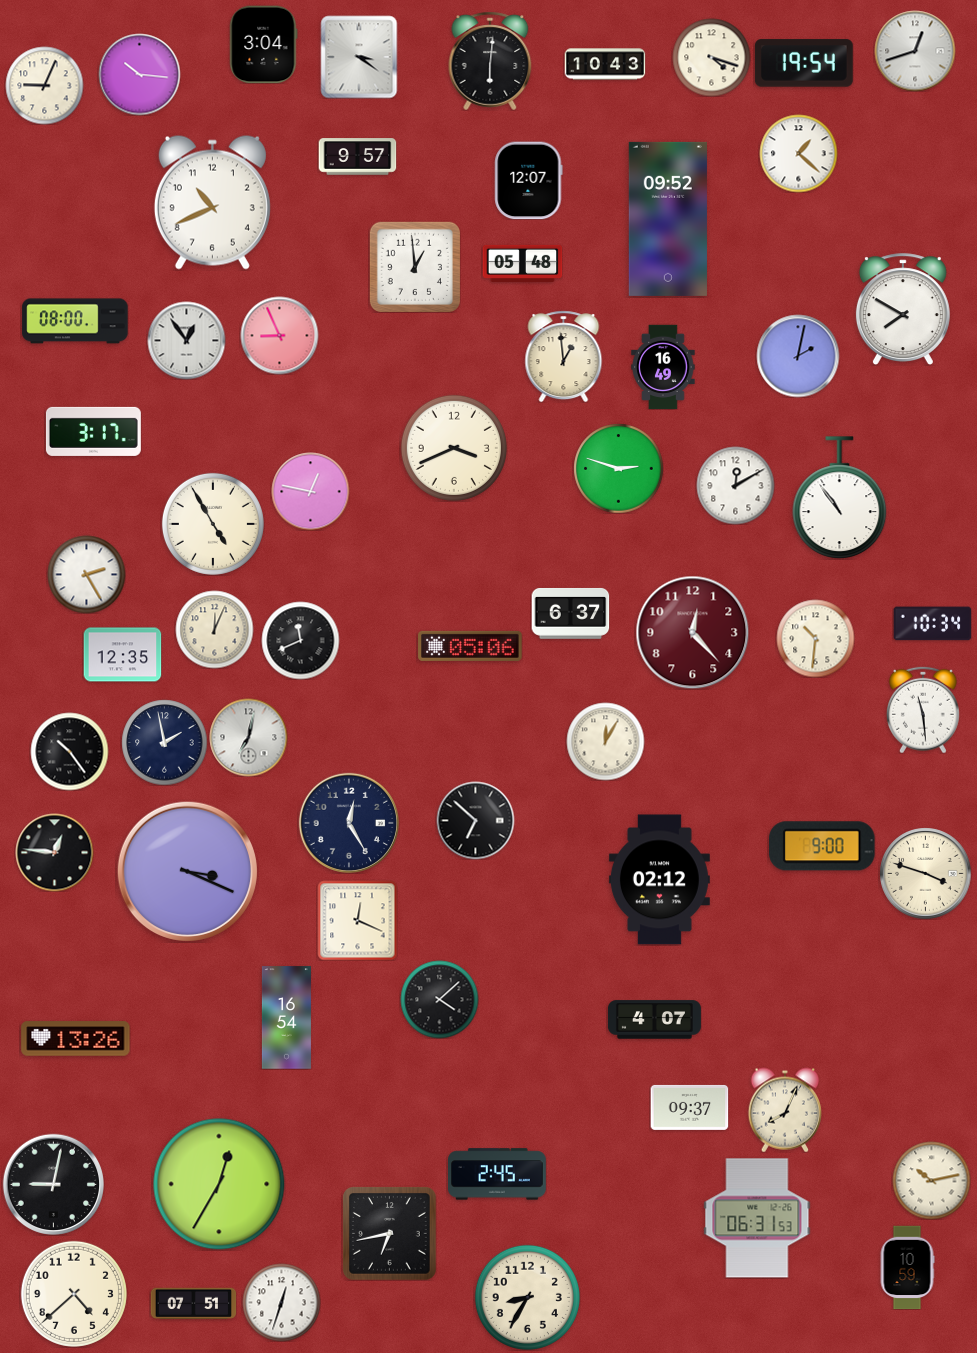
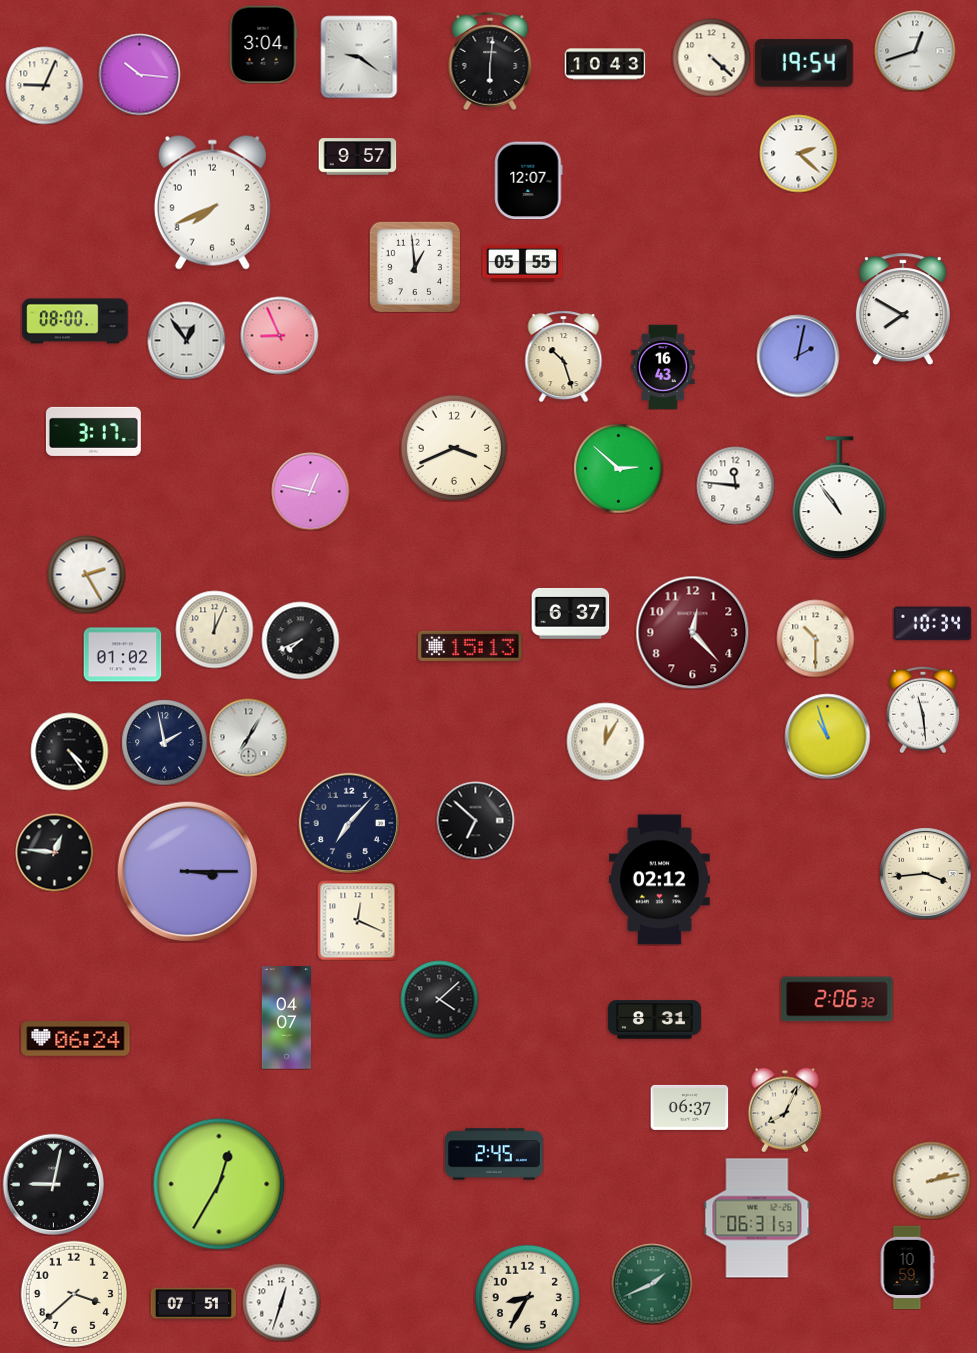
clock at (359, 57): 3:21 -> 9:21
clock at (711, 57): 4:18 -> 4:22
clock at (798, 153): 1:22 -> 2:22
clock at (212, 202): 10:41 -> 7:41
clock at (668, 219): 09:52 -> none
clock at (522, 263): 05:48 -> 05:55
clock at (564, 356): 12:59 -> 10:27
clock at (663, 367): 16:49 -> 16:43
clock at (618, 468): 2:48 -> 2:52
clock at (735, 485): 12:10 -> 11:46
clock at (213, 524): 4:55 -> none
clock at (815, 638): 10:31 -> 10:30
clock at (300, 640): 11:41 -> 7:41
clock at (470, 646): 05:06 -> 15:13
clock at (122, 655): 12:35 -> 01:02
clock at (827, 736): none -> 10:57
clock at (248, 737): 7:02 -> 7:05
clock at (69, 751): 10:24 -> 4:24
clock at (348, 822): 12:25 -> 7:07
clock at (822, 846): 9:00 -> none
clock at (187, 871): 3:19 -> 3:15
clock at (925, 873): 3:48 -> 3:44
clock at (837, 999): none -> 2:06
clock at (286, 1018): 16:54 -> 04:07
clock at (654, 1020): 4:07 -> 8:31
clock at (76, 1039): 13:26 -> 06:24
clock at (689, 1107): 09:37 -> 06:37
clock at (498, 1174) position: (498, 1174) -> (495, 1154)
clock at (931, 1180): 10:13 -> 2:13
clock at (390, 1234): 6:43 -> none
clock at (652, 1284): none -> 1:41
clock at (74, 1294): 4:38 -> 3:38
